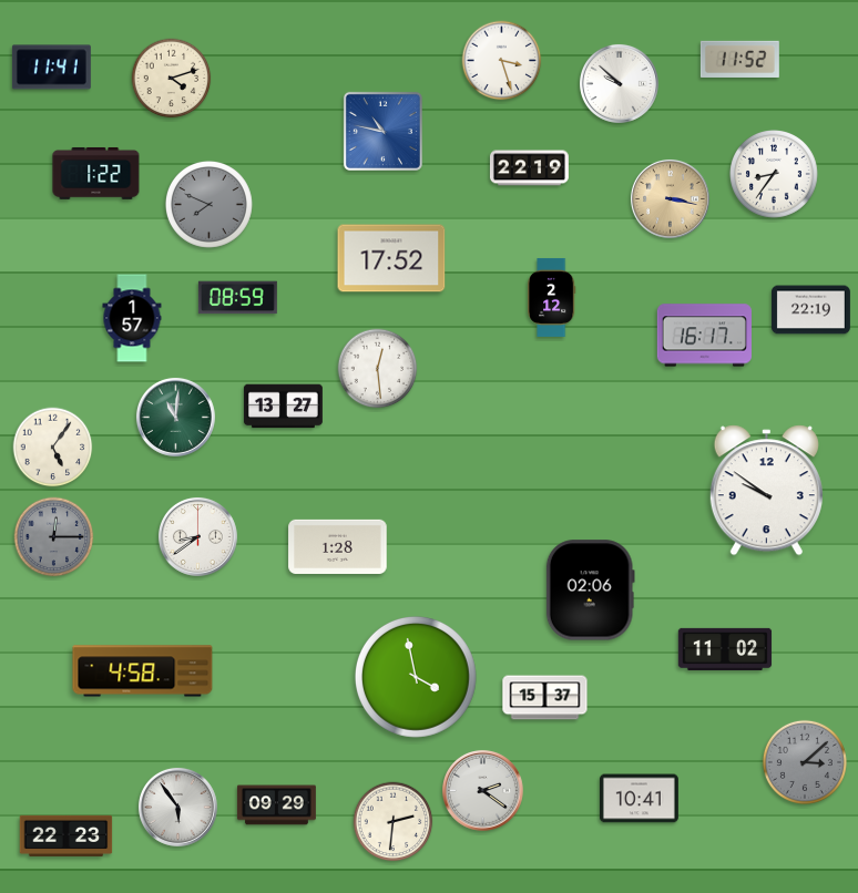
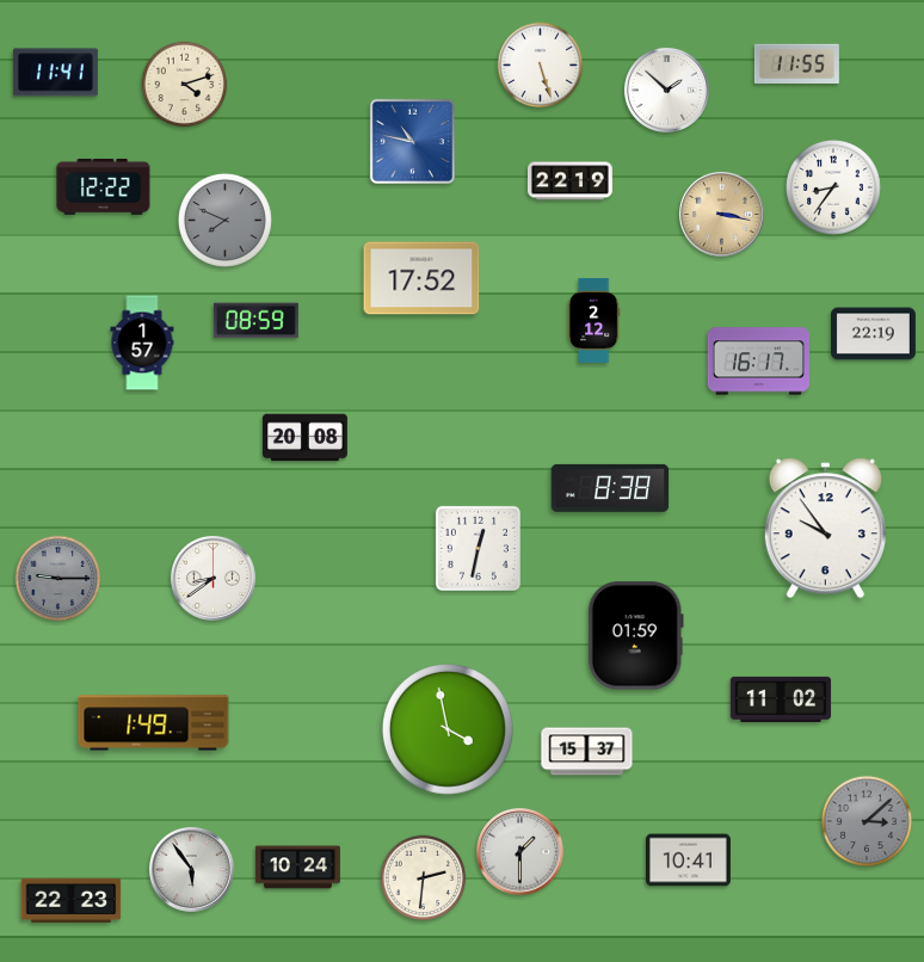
clock at (739, 59): 11:52 -> 11:55
clock at (502, 61): 3:27 -> 5:27
clock at (619, 83): 9:52 -> 1:52
clock at (96, 173): 1:22 -> 12:22
clock at (378, 369): 12:29 -> none
clock at (283, 407): 13:27 -> 20:08
clock at (175, 417): 11:01 -> none
clock at (53, 448): 5:06 -> none
clock at (610, 488): none -> 8:38
clock at (766, 491): 9:51 -> 9:54
clock at (478, 548): none -> 12:32
clock at (54, 537): 12:15 -> 9:15
clock at (338, 546): 1:28 -> none
clock at (590, 591): 02:06 -> 01:59
clock at (143, 671): 4:58 -> 1:49
clock at (483, 791): 2:21 -> 1:30
clock at (276, 805): 09:29 -> 10:24
clock at (394, 822) position: (394, 822) -> (424, 878)
